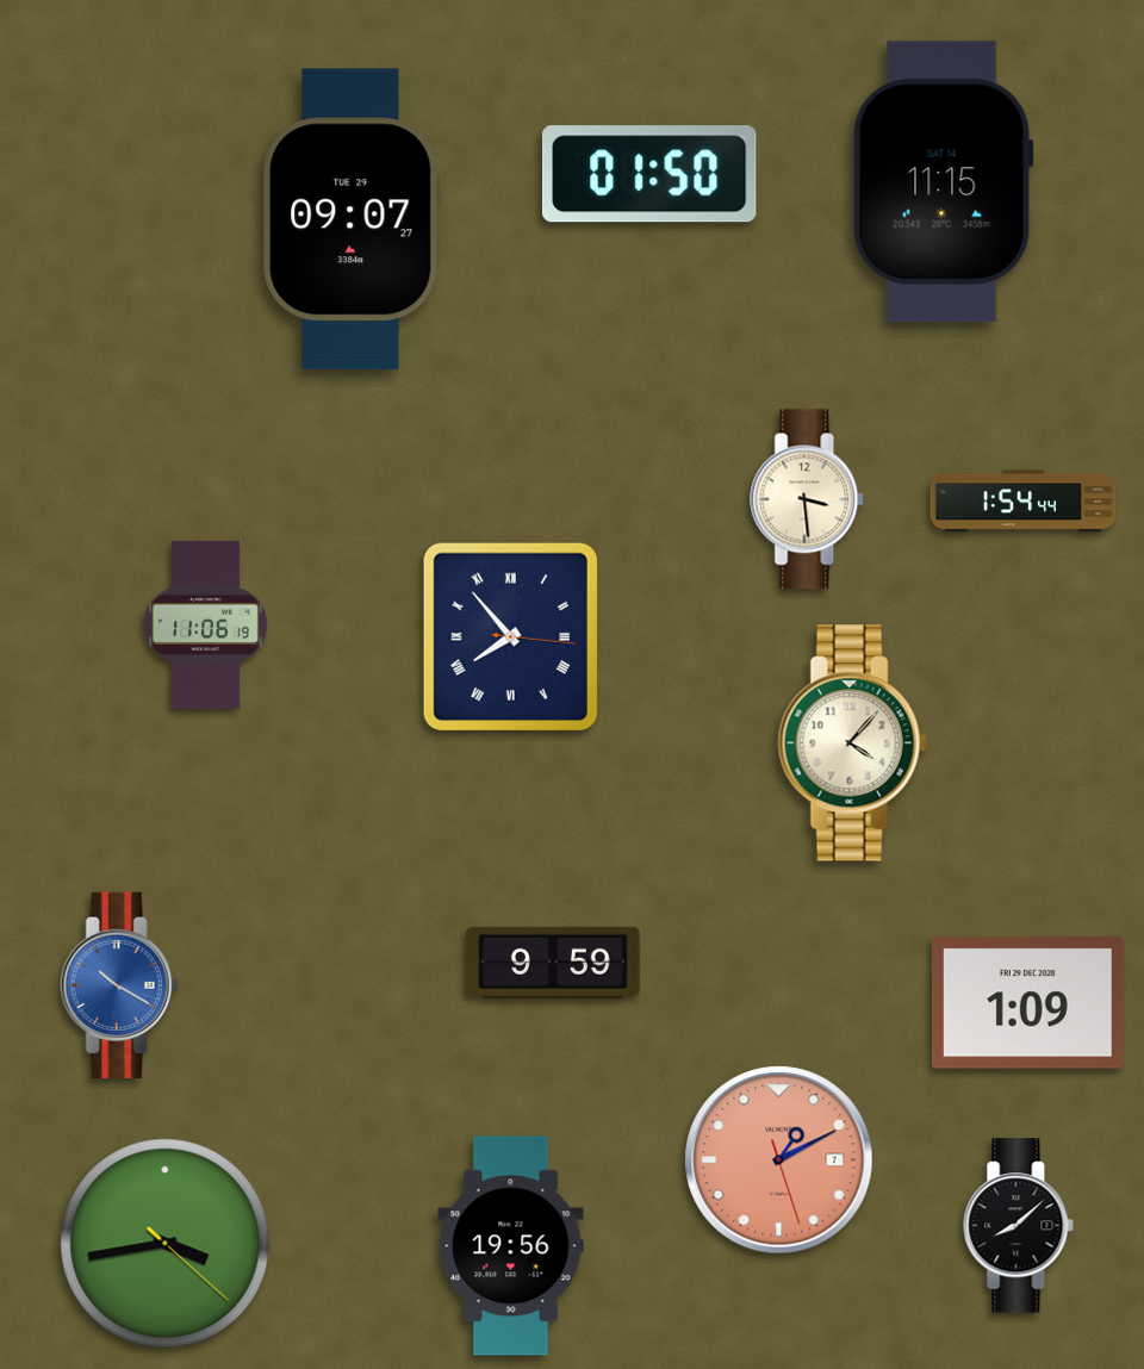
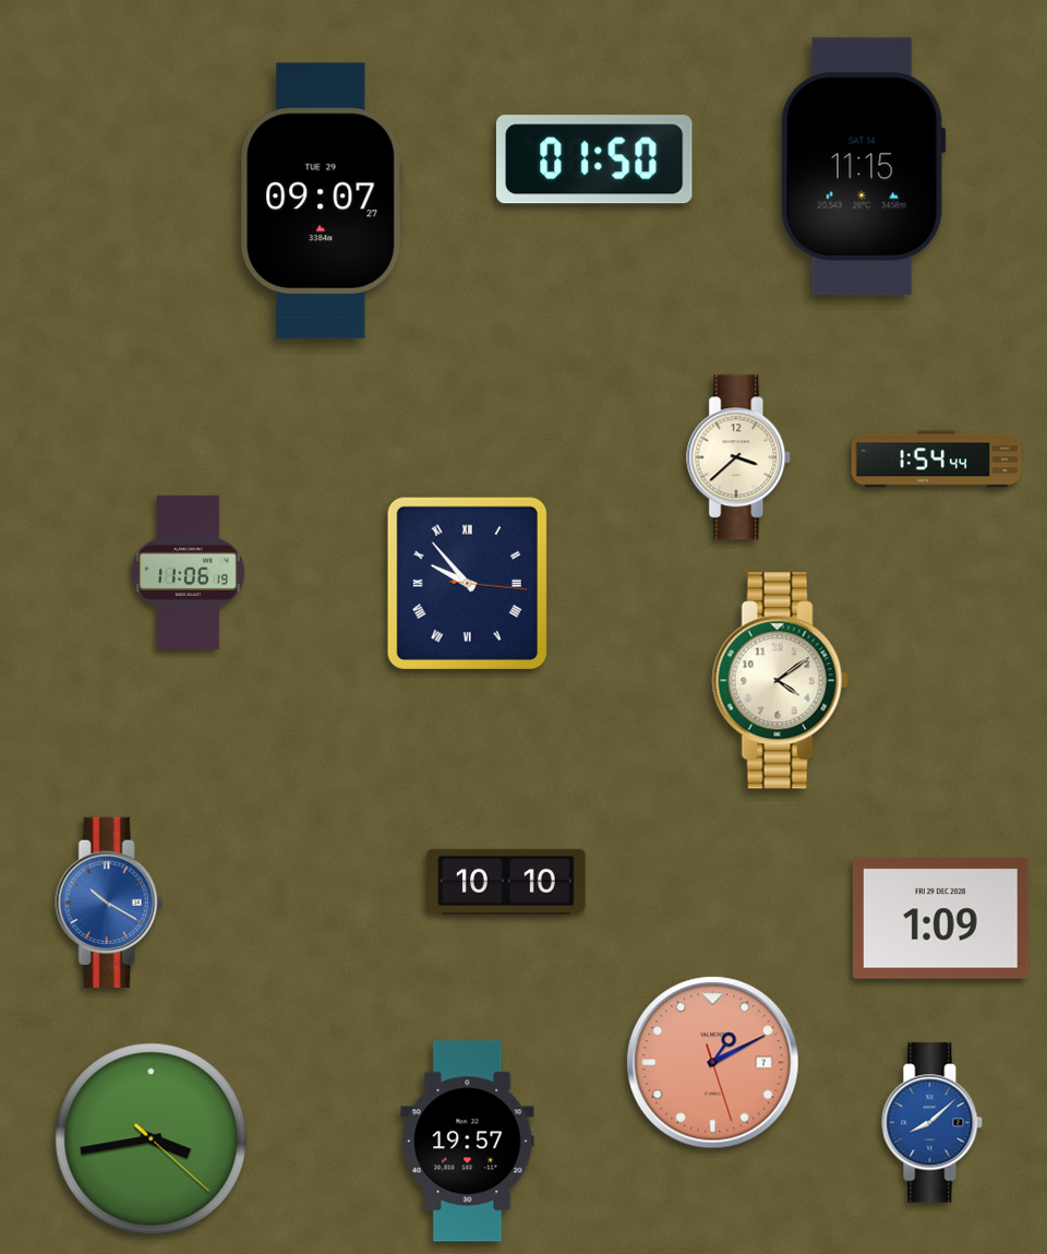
clock at (808, 499): 3:29 -> 3:38
clock at (510, 636): 7:53 -> 9:53
clock at (852, 743): 4:07 -> 4:09
clock at (553, 963): 9:59 -> 10:10
clock at (1019, 1226) dial: black -> blue
clock at (511, 1246): 19:56 -> 19:57
